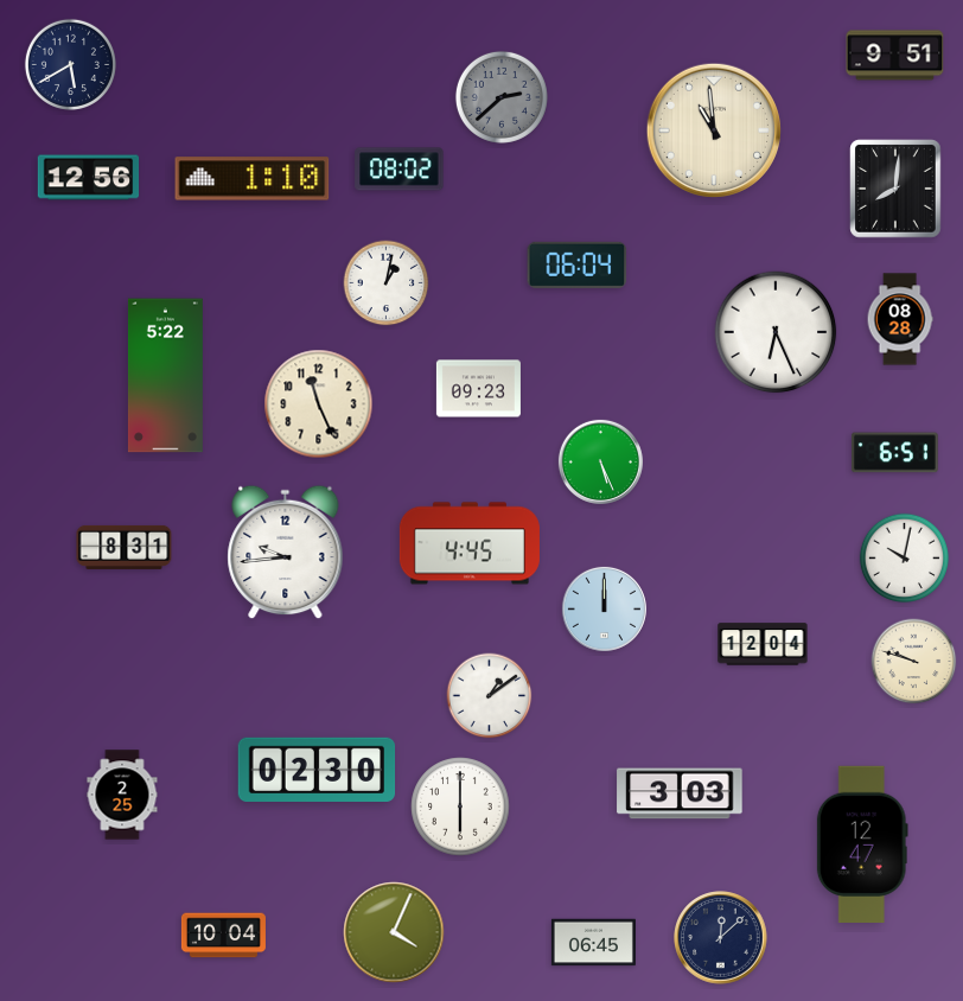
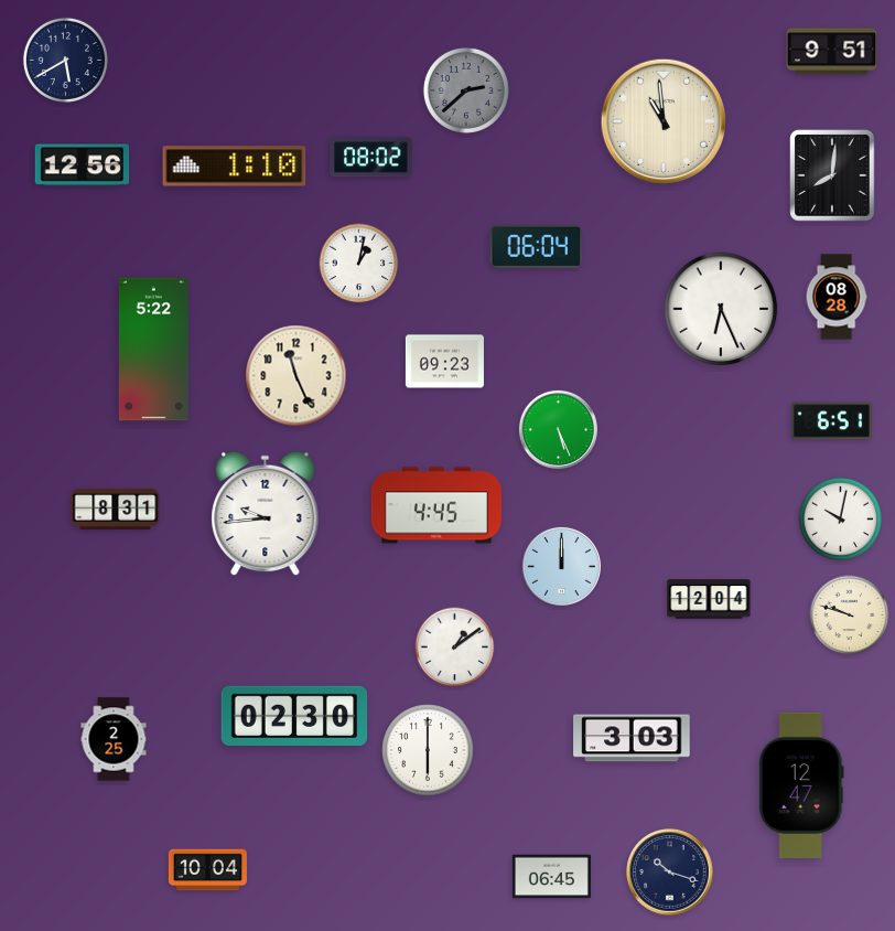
clock at (394, 932): 4:04 -> none
clock at (721, 938): 12:08 -> 10:18
